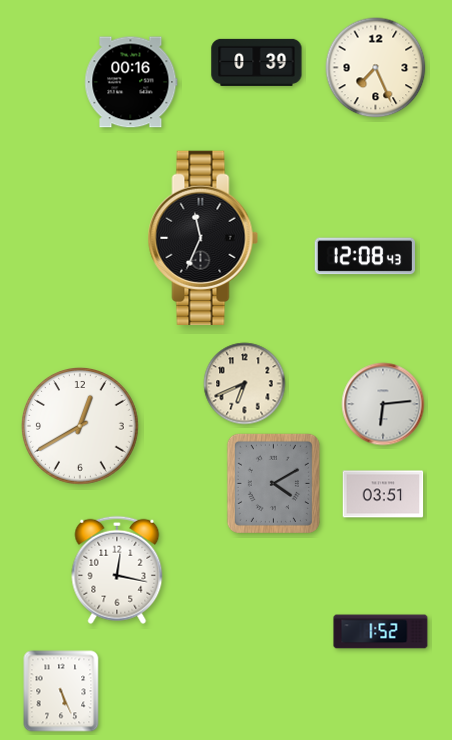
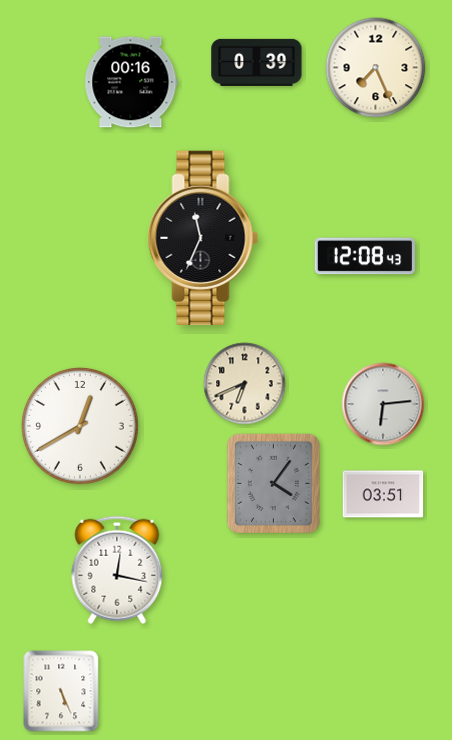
clock at (273, 483): 4:10 -> 4:06
clock at (381, 632): 1:52 -> none
